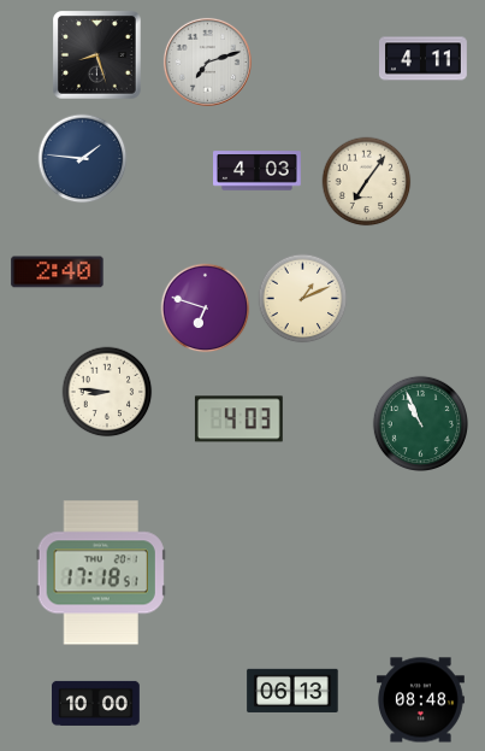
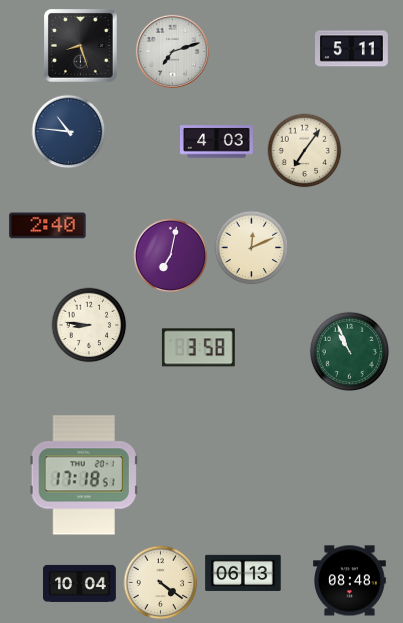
clock at (424, 59): 4:11 -> 5:11
clock at (83, 159): 1:46 -> 10:46
clock at (258, 171) position: (258, 171) -> (217, 142)
clock at (303, 299): 1:11 -> 12:11
clock at (206, 309): 6:48 -> 7:02
clock at (238, 419): 4:03 -> 3:58
clock at (96, 703): 10:00 -> 10:04
clock at (161, 583): none -> 4:21
